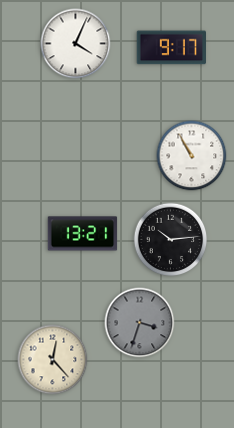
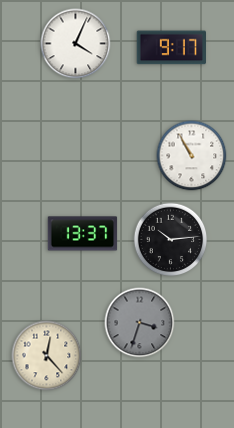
clock at (83, 234): 13:21 -> 13:37
clock at (53, 360) position: (53, 360) -> (47, 356)
